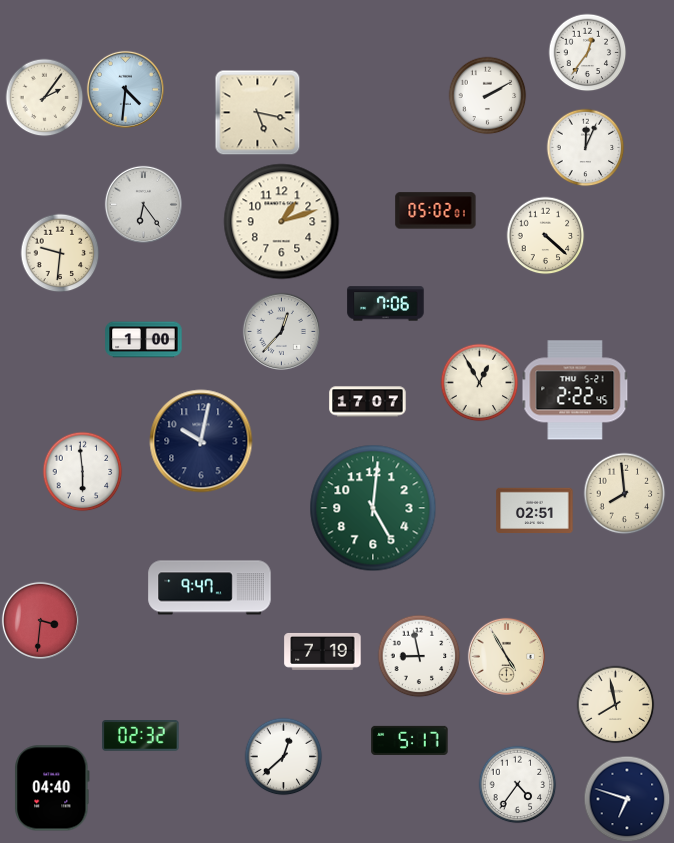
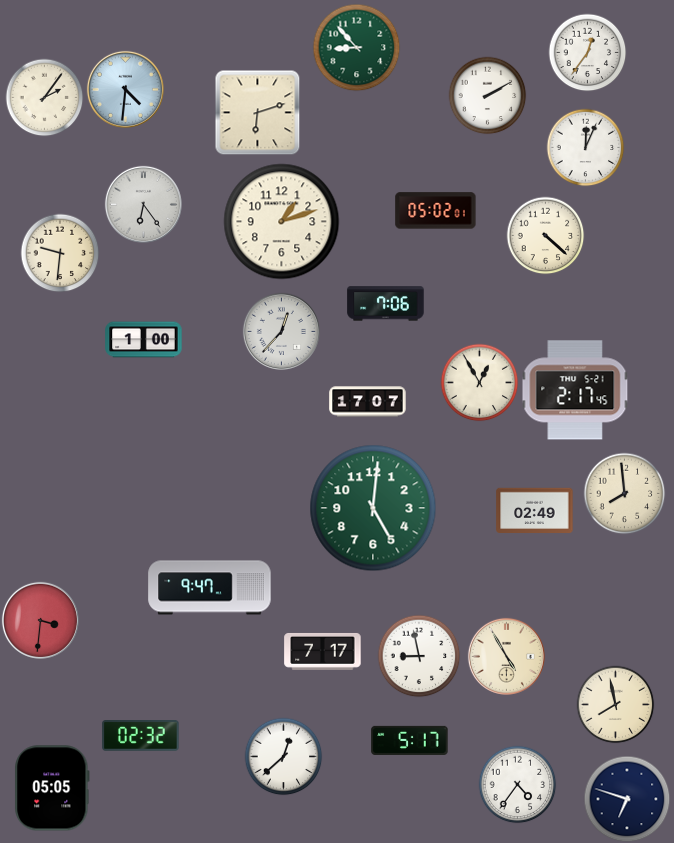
clock at (356, 47): none -> 8:53
clock at (257, 112): 5:17 -> 6:12
clock at (575, 390): 2:22 -> 2:17
clock at (201, 441): 10:02 -> none
clock at (82, 471): 5:59 -> none
clock at (535, 510): 02:51 -> 02:49
clock at (323, 651): 7:19 -> 7:17
clock at (52, 788): 04:40 -> 05:05
